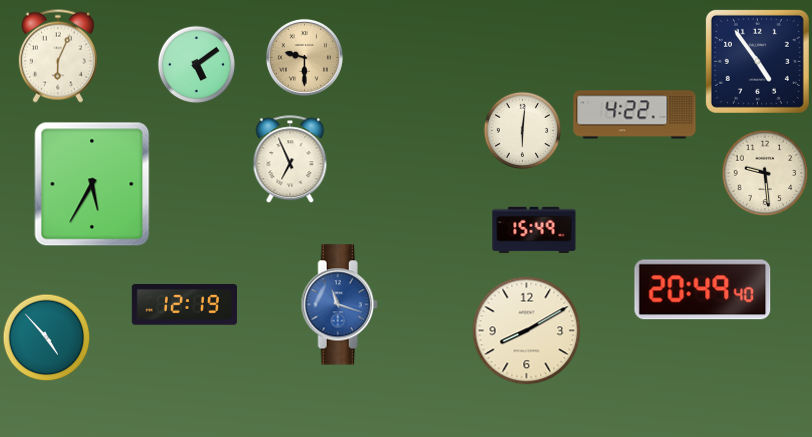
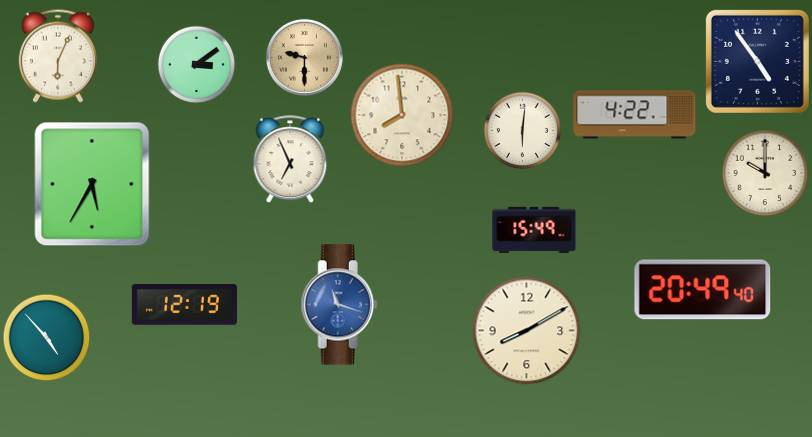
clock at (196, 64): 5:09 -> 3:09
clock at (402, 115): none -> 7:59
clock at (765, 173): 9:29 -> 10:00
